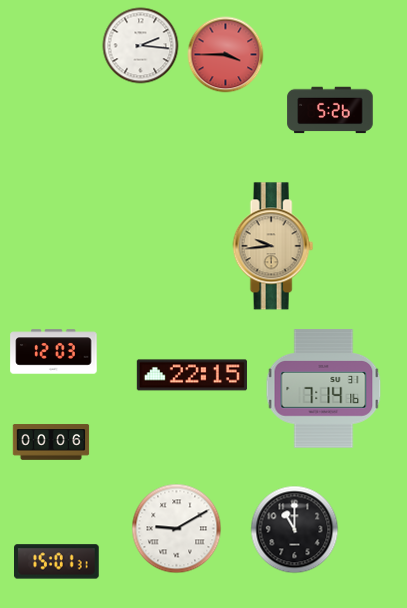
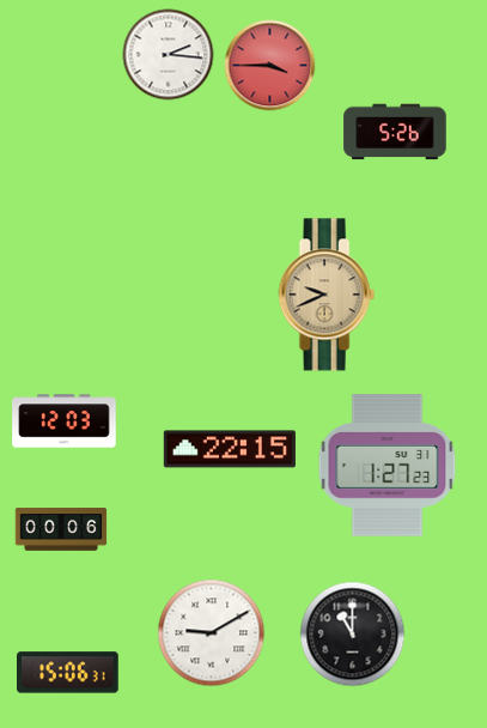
clock at (273, 246): 9:44 -> 9:41
clock at (324, 389): 7:14 -> 1:27
clock at (57, 562): 15:01 -> 15:06
